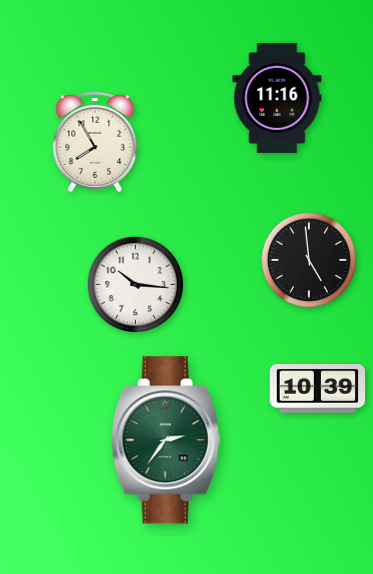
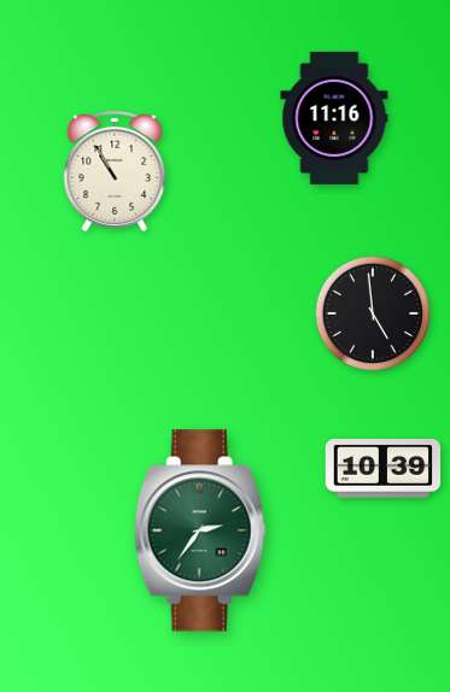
clock at (95, 142): 7:55 -> 10:55
clock at (136, 285): 10:16 -> none
